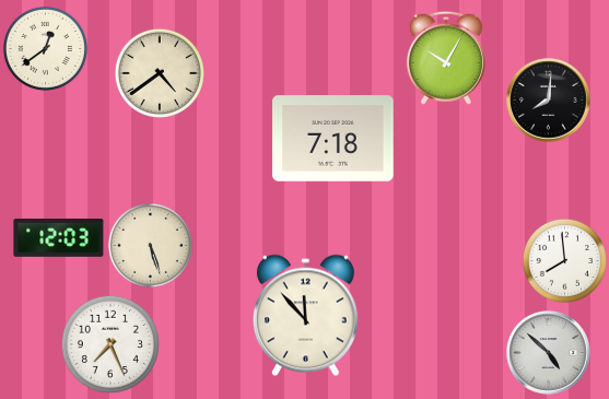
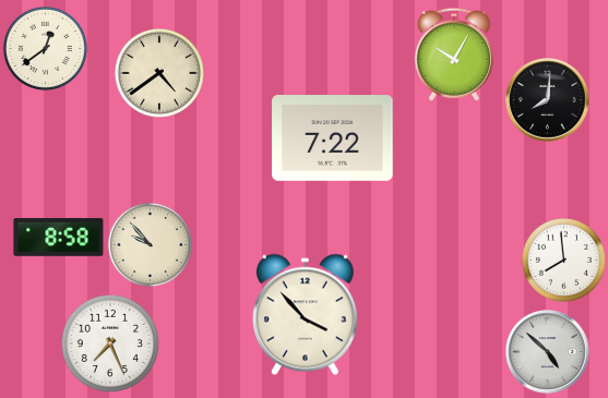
clock at (446, 58) position: (446, 58) -> (454, 55)
clock at (333, 139): 7:18 -> 7:22
clock at (59, 237): 12:03 -> 8:58
clock at (150, 245): 5:27 -> 9:53
clock at (305, 316): 11:53 -> 3:53
